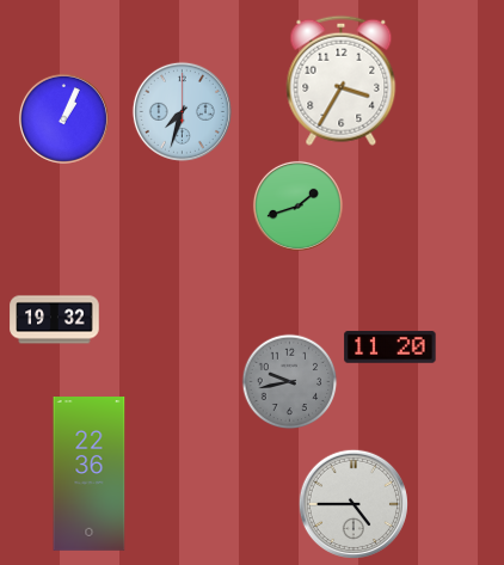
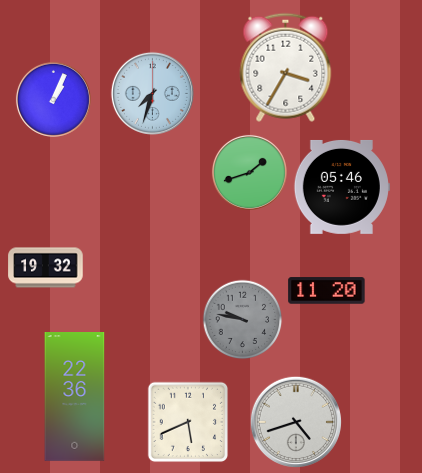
clock at (342, 187): none -> 05:46
clock at (290, 382): 9:43 -> 9:47
clock at (352, 503): 4:45 -> 4:42
clock at (188, 422): none -> 5:41
